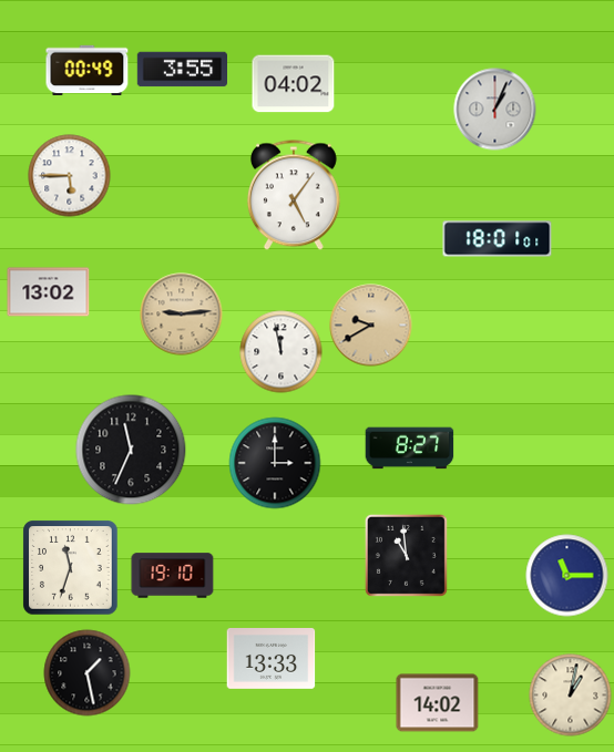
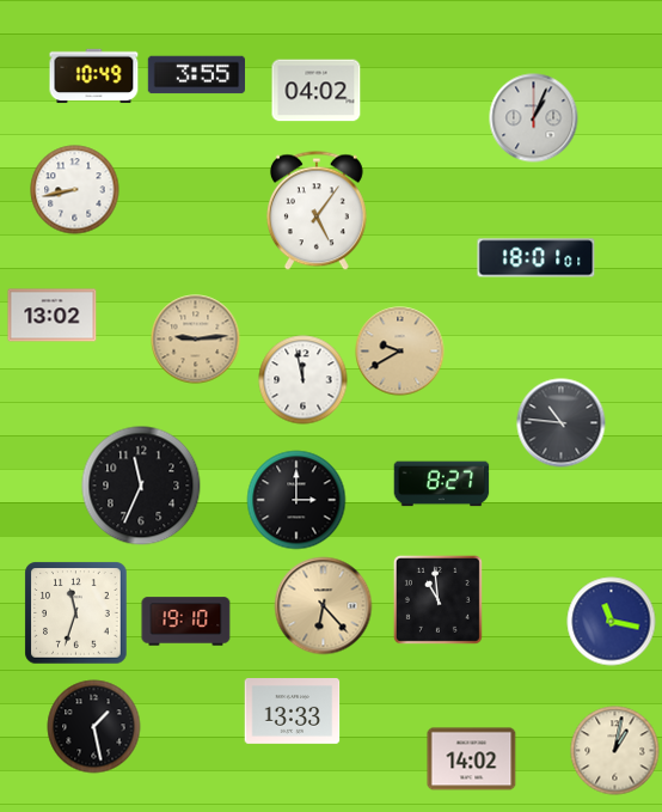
clock at (88, 71): 00:49 -> 10:49
clock at (70, 176): 5:45 -> 8:43
clock at (562, 423): none -> 10:46
clock at (324, 606): none -> 6:23
clock at (567, 576): 11:15 -> 11:17
